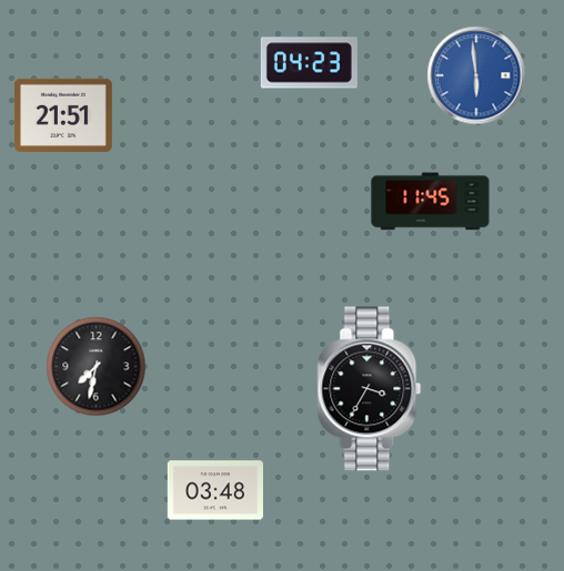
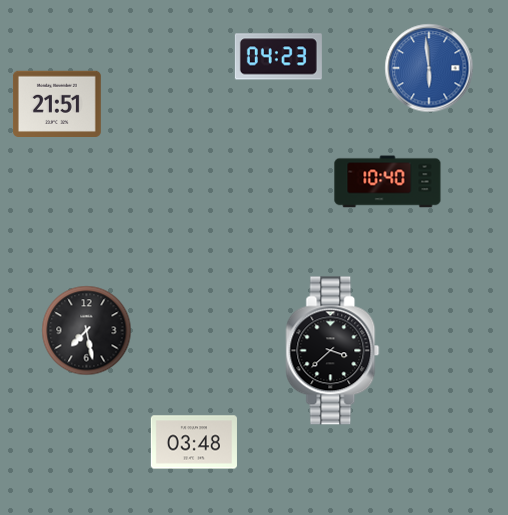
clock at (431, 202): 11:45 -> 10:40
clock at (97, 367): 7:32 -> 7:28
clock at (370, 389): 3:35 -> 3:38
